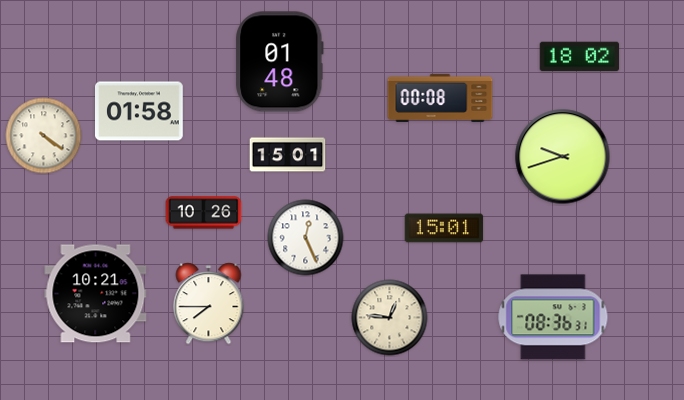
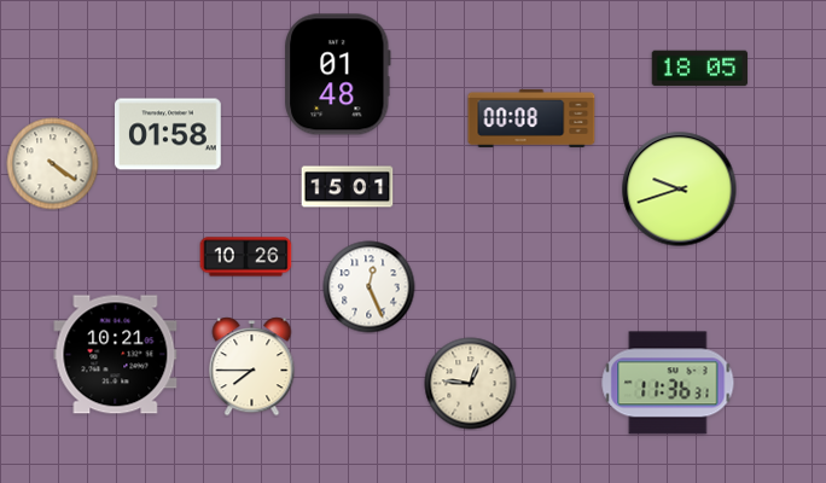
clock at (580, 57): 18:02 -> 18:05
clock at (444, 228): 15:01 -> none
clock at (553, 317): 08:36 -> 11:36
